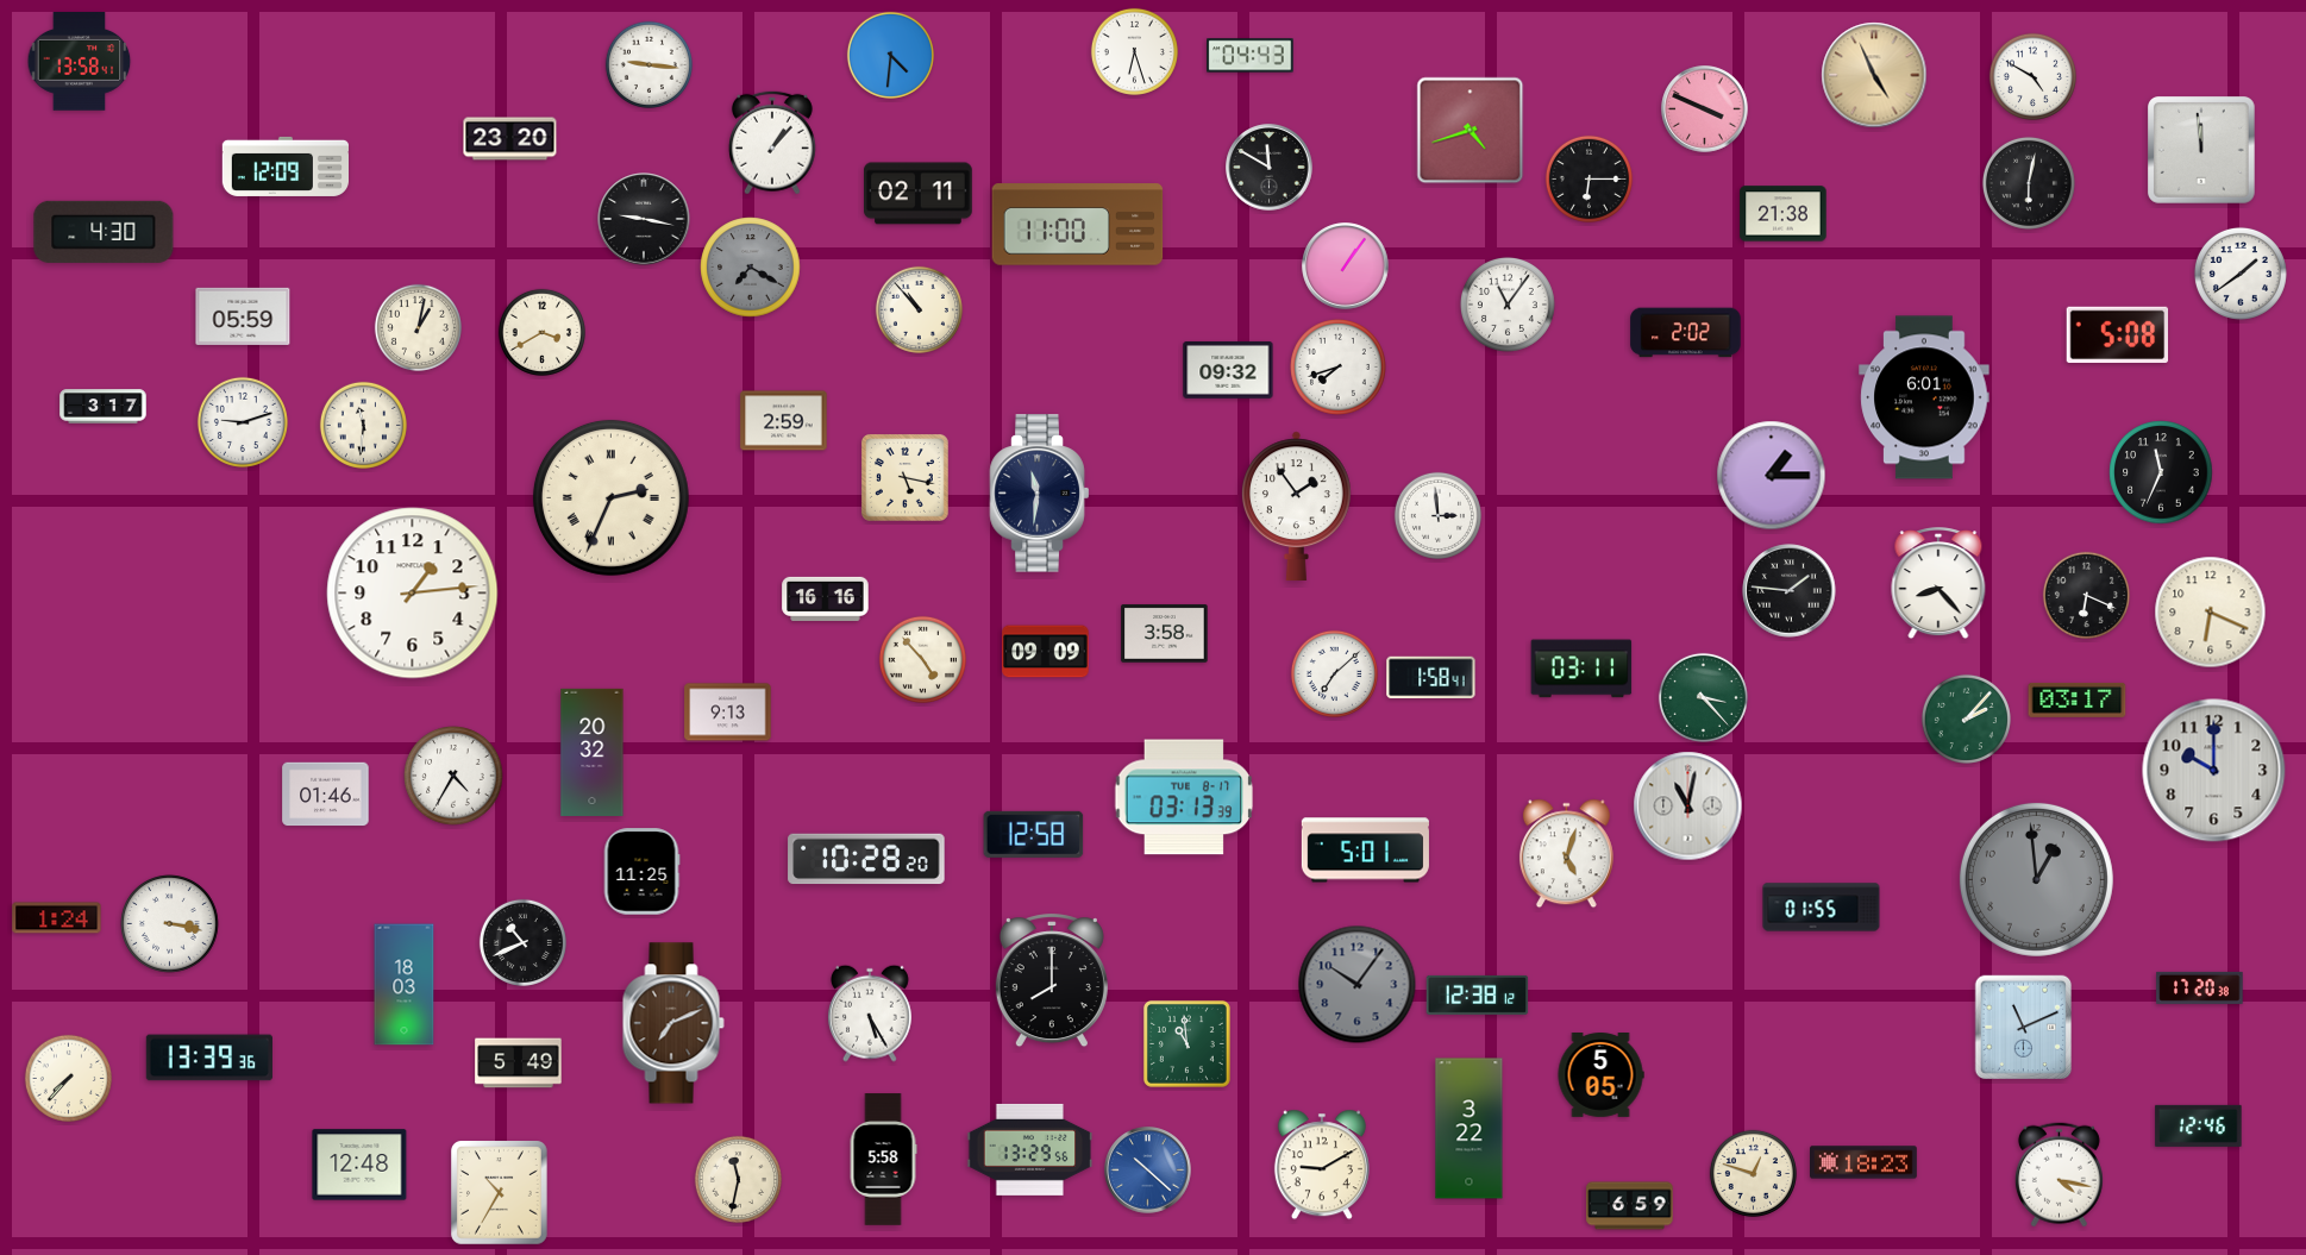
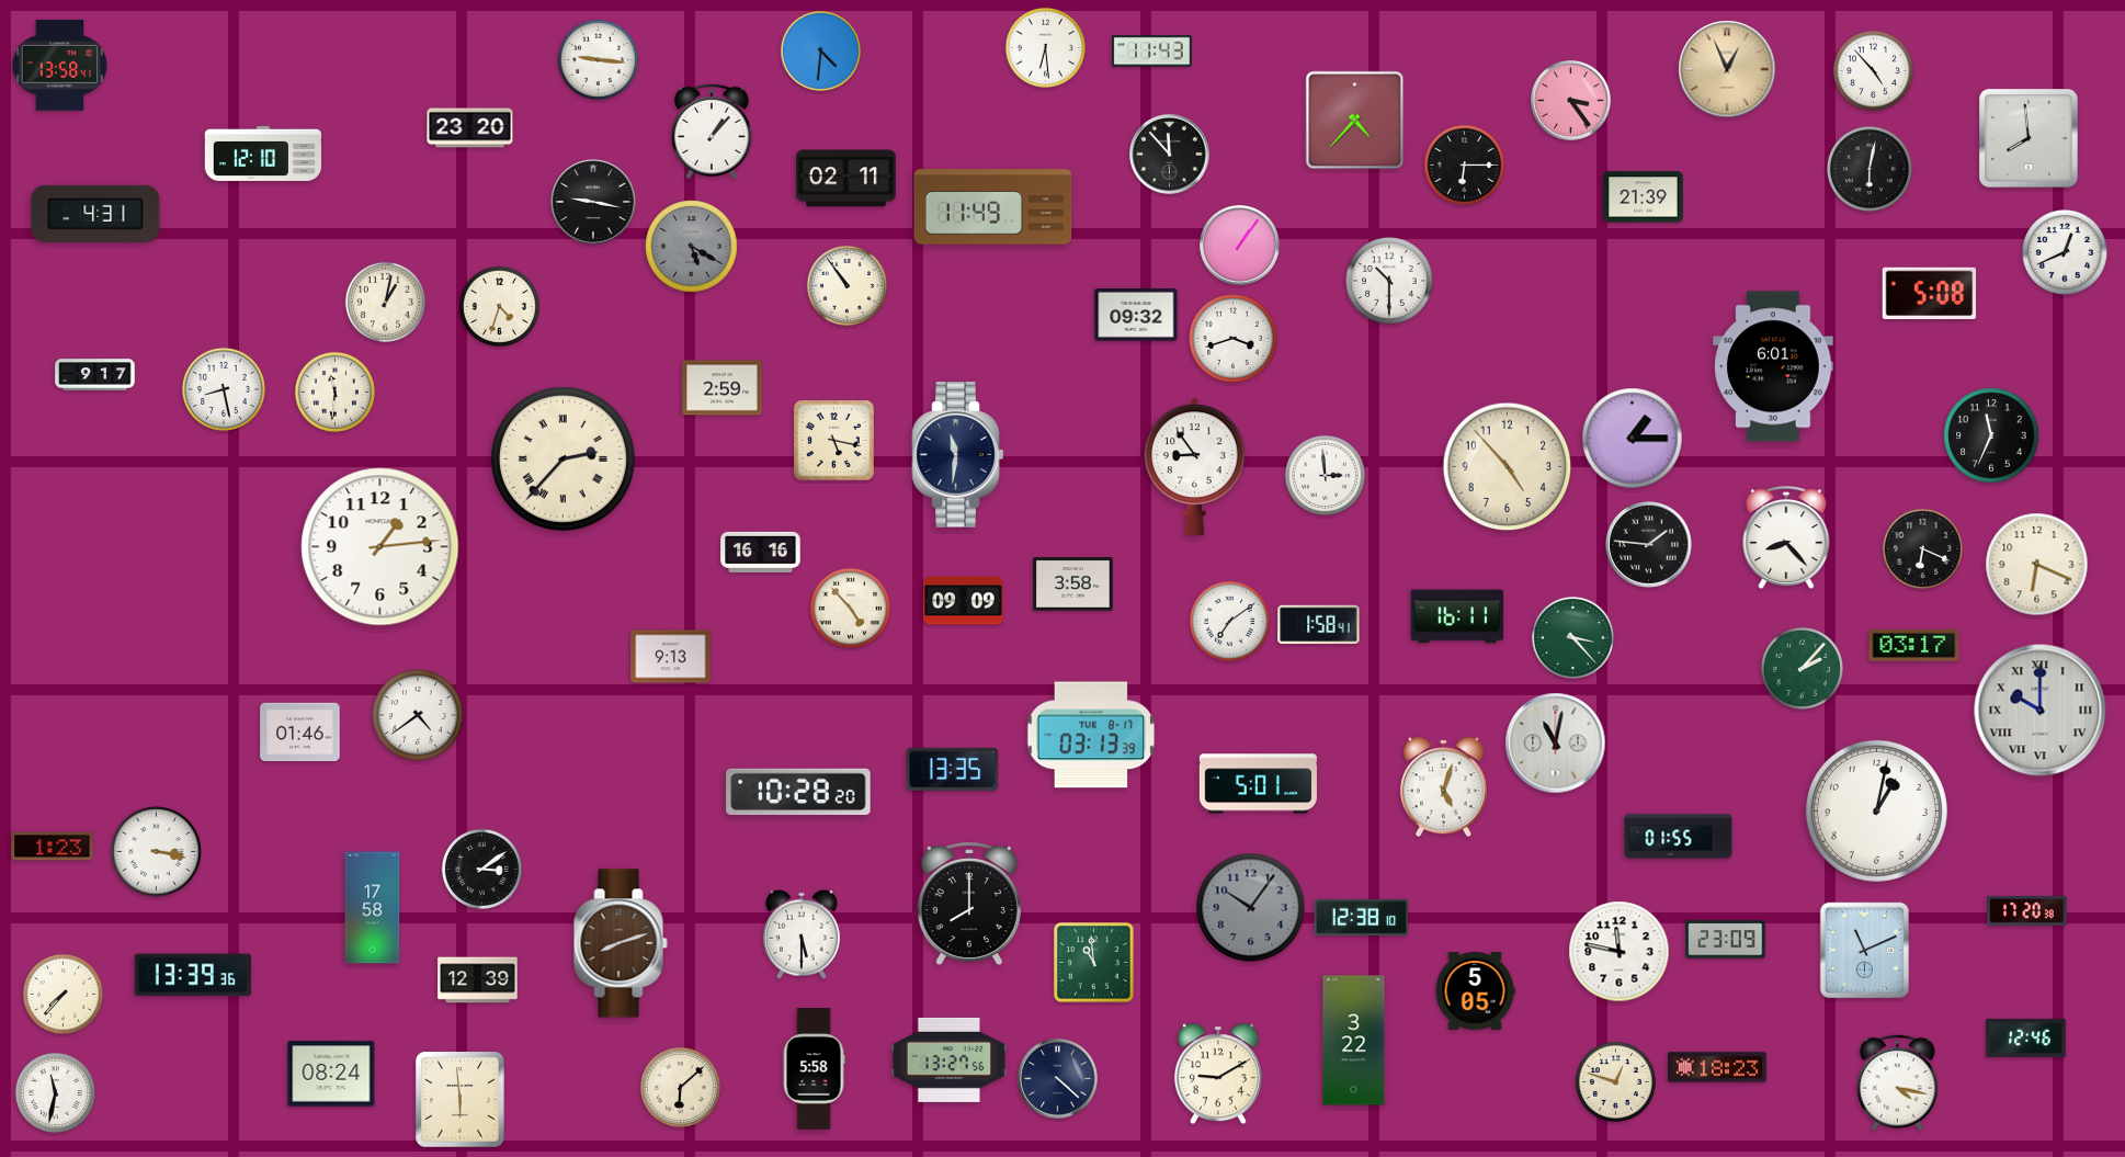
clock at (1134, 51): 6:27 -> 6:29
clock at (1251, 56): 04:43 -> 11:43
clock at (80, 62) position: (80, 62) -> (60, 66)
clock at (1874, 75): 4:56 -> 12:56
clock at (2032, 76): 4:50 -> 4:53
clock at (1705, 109): 3:49 -> 3:24
clock at (1471, 131): 4:42 -> 4:37
clock at (2202, 151): 11:59 -> 7:59
clock at (284, 167): 12:09 -> 12:10
clock at (1270, 168): 11:50 -> 11:53
clock at (1784, 214): 21:38 -> 21:39
clock at (1078, 225): 11:00 -> 11:49
clock at (104, 232): 4:30 -> 4:31
clock at (751, 268): 7:20 -> 5:20
clock at (2241, 274): 1:39 -> 12:41
clock at (1508, 305): 11:06 -> 10:30
clock at (919, 309): 10:53 -> 10:54
clock at (243, 316): 05:59 -> none
clock at (541, 332): 3:40 -> 4:33
clock at (1686, 333): 2:02 -> none
clock at (2118, 334) position: (2118, 334) -> (1930, 293)
clock at (1339, 368): 7:42 -> 3:42
clock at (1228, 371) position: (1228, 371) -> (1136, 316)
clock at (104, 407): 3:17 -> 9:17
clock at (243, 422): 9:12 -> 8:28
clock at (610, 497): 2:34 -> 2:37
clock at (1296, 506): 1:54 -> 8:54
clock at (1508, 467): none -> 4:53
clock at (1581, 669): 03:11 -> 16:11
clock at (1334, 673): 7:08 -> 7:09
clock at (1703, 697) position: (1703, 697) -> (1572, 637)
clock at (1966, 719) position: (1966, 719) -> (1802, 668)
clock at (593, 752): 20:32 -> none
clock at (2214, 771) numerals: Arabic -> Roman
clock at (453, 776): 4:35 -> 4:39
clock at (1034, 834): 12:58 -> 13:35
clock at (641, 872): 11:25 -> none
clock at (2036, 879): 12:59 -> 1:02
clock at (2036, 879) dial: grey -> white
clock at (57, 918): 1:24 -> 1:23
clock at (522, 942): 10:41 -> 3:09
clock at (405, 985): 18:03 -> 17:58
clock at (1478, 994): 12:38:12 -> 12:38:10
clock at (870, 1014): 5:25 -> 5:30
clock at (1726, 940): none -> 23:09
clock at (673, 1023): 7:11 -> 8:12
clock at (2024, 1028) position: (2024, 1028) -> (1865, 951)
clock at (1620, 952): none -> 11:47
clock at (519, 1063): 5:49 -> 12:39
clock at (1030, 1149): 13:29 -> 13:27
clock at (1865, 1162) position: (1865, 1162) -> (1718, 1067)
clock at (359, 1165): 12:48 -> 08:24
clock at (1148, 1171): 10:22 -> 4:22
clock at (1148, 1171) dial: blue -> navy
clock at (738, 1179): 11:32 -> 6:08
clock at (55, 1092): none -> 11:32
clock at (500, 1193): 10:35 -> 5:59
clock at (1630, 1206): 6:59 -> none
